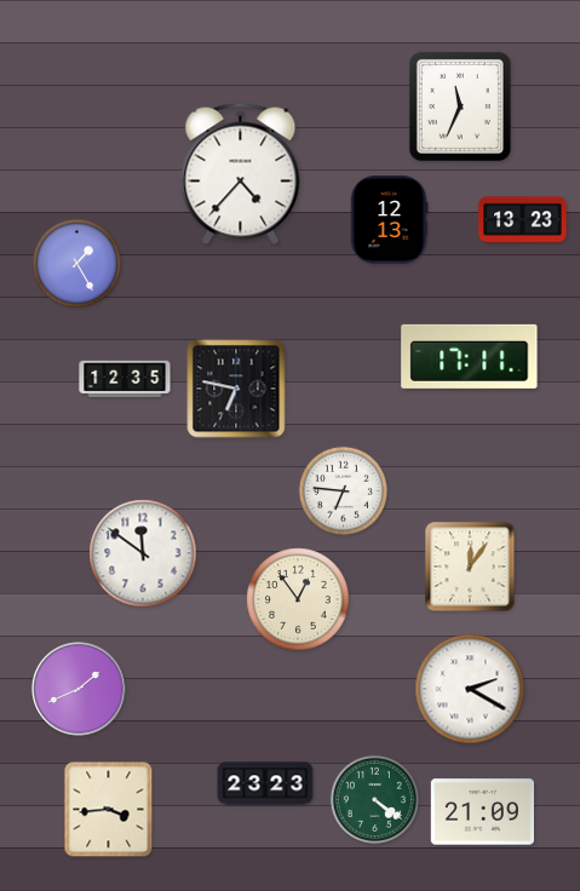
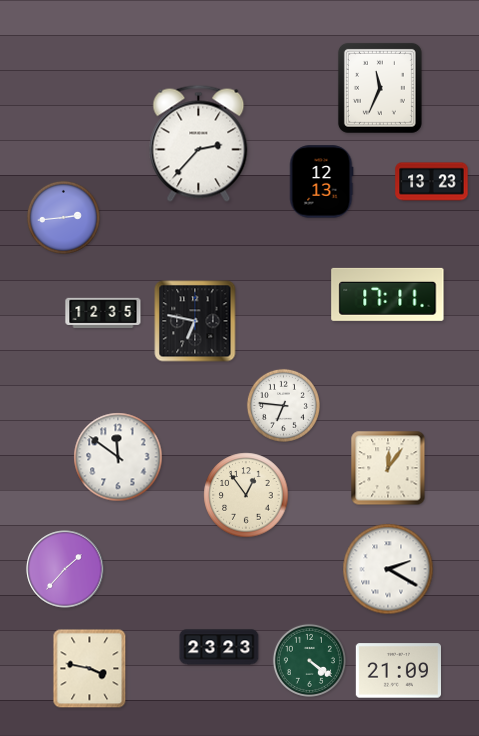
clock at (241, 173): 4:37 -> 2:37
clock at (76, 263): 1:25 -> 2:44
clock at (79, 689): 1:41 -> 1:37
clock at (109, 810): 3:44 -> 3:47
